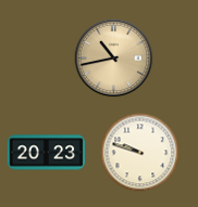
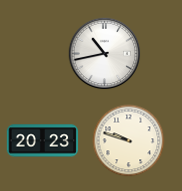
clock at (114, 59) dial: champagne -> white
